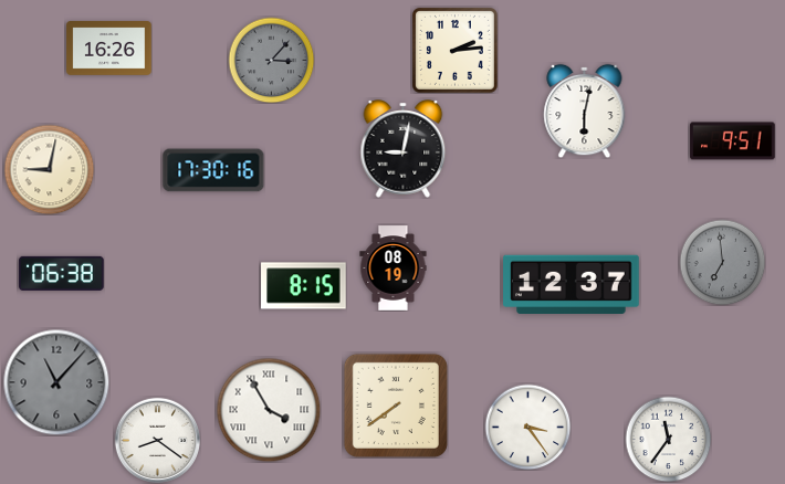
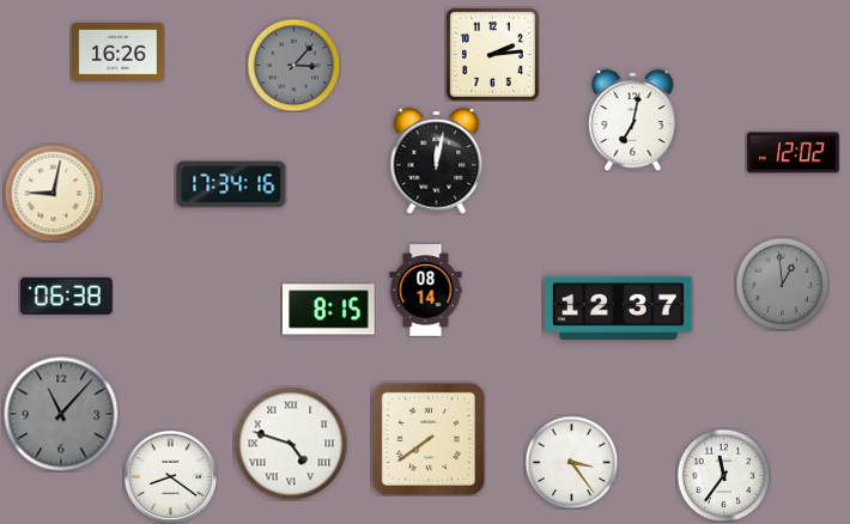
clock at (585, 111): 6:02 -> 7:02
clock at (733, 141): 9:51 -> 12:02
clock at (404, 149): 9:02 -> 12:02
clock at (49, 169) position: (49, 169) -> (53, 193)
clock at (213, 170): 17:30 -> 17:34
clock at (722, 262): 6:59 -> 12:59
clock at (394, 269): 08:19 -> 08:14
clock at (269, 410): 3:55 -> 4:48
